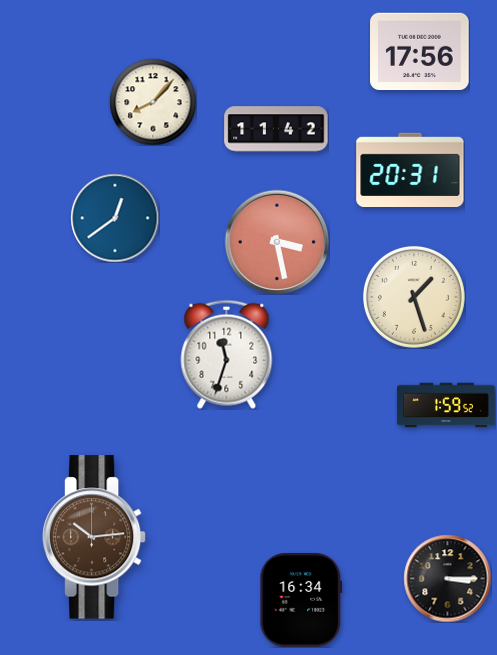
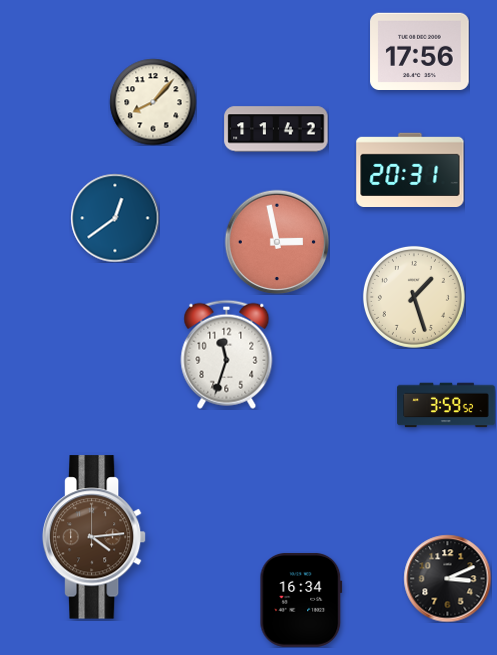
clock at (277, 242): 3:28 -> 2:58
clock at (446, 405): 1:59 -> 3:59
clock at (94, 537): 10:14 -> 4:14
clock at (447, 578): 3:15 -> 3:11
